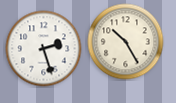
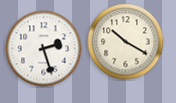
clock at (126, 42): 10:25 -> 10:20
